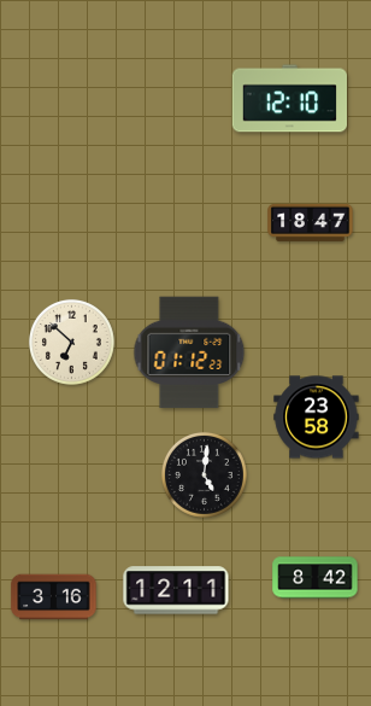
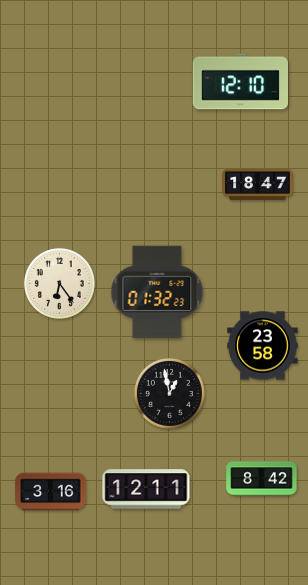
clock at (71, 342): 6:52 -> 6:24
clock at (189, 352): 01:12 -> 01:32
clock at (204, 474): 5:01 -> 12:58
clock at (54, 597) position: (54, 597) -> (51, 492)
